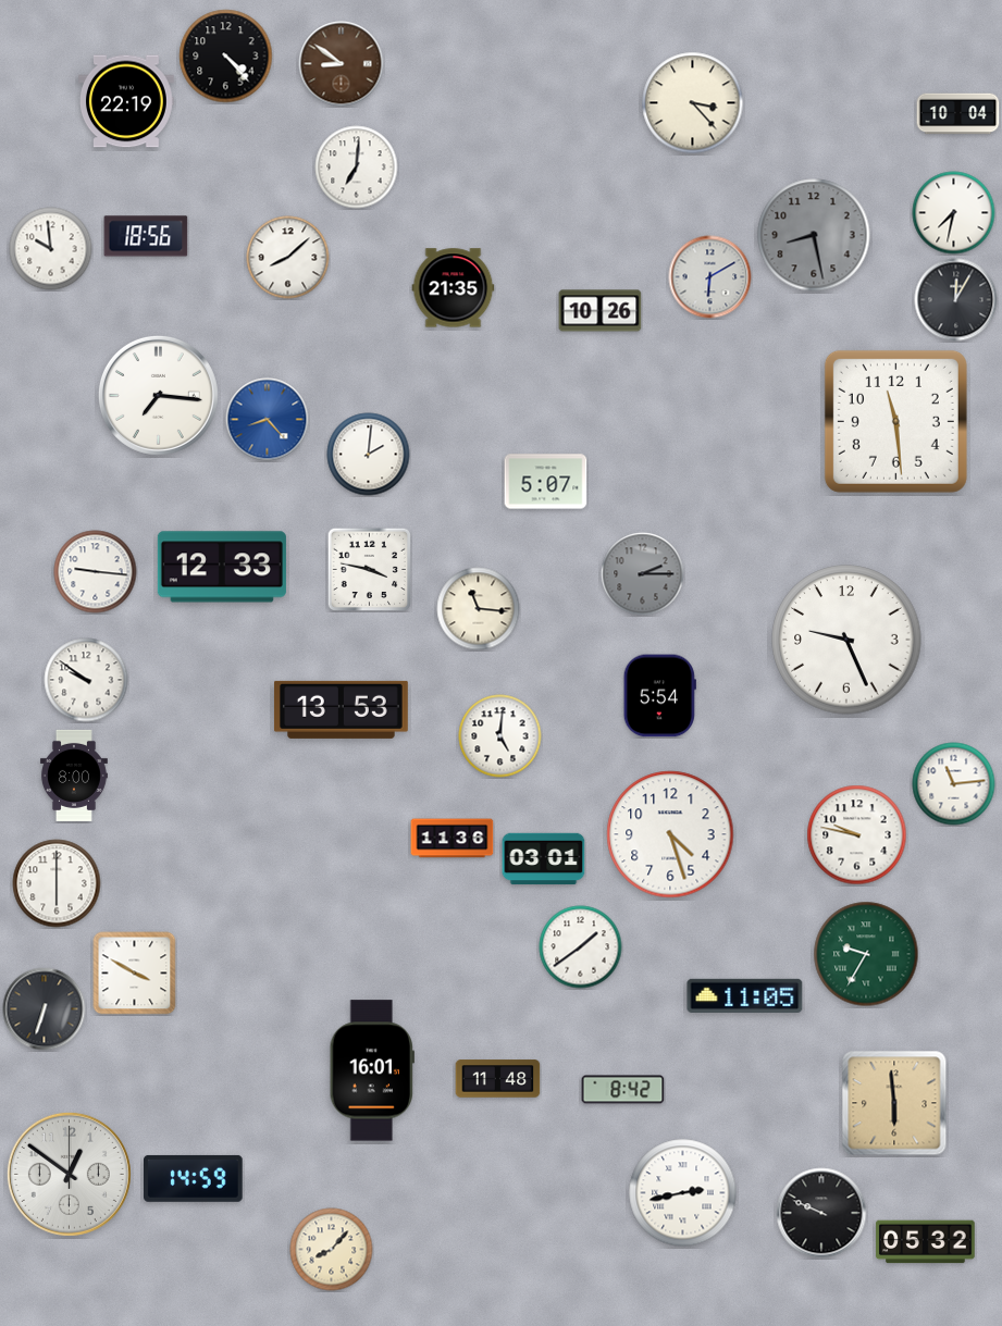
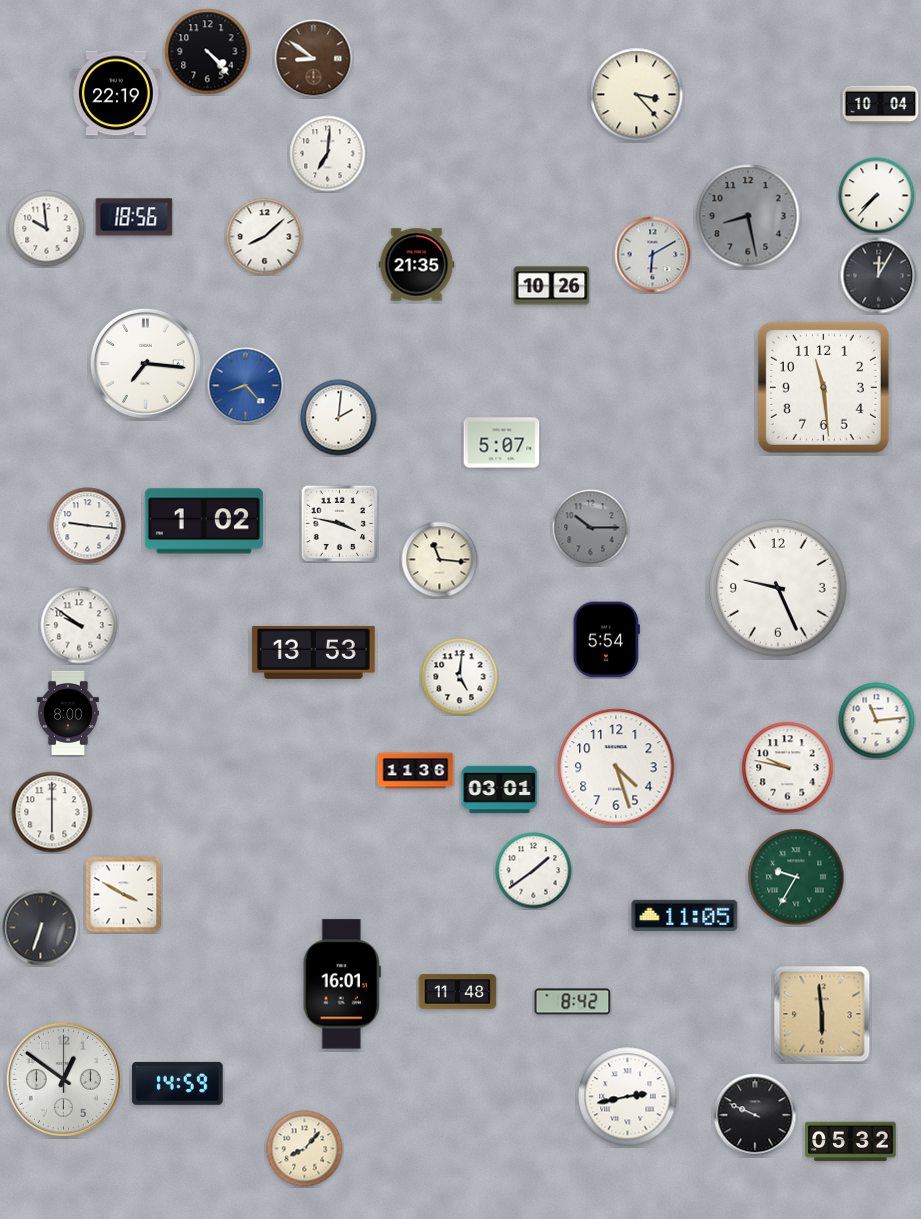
clock at (954, 213): 7:32 -> 7:37
clock at (222, 567): 12:33 -> 1:02
clock at (643, 574): 2:15 -> 10:15
